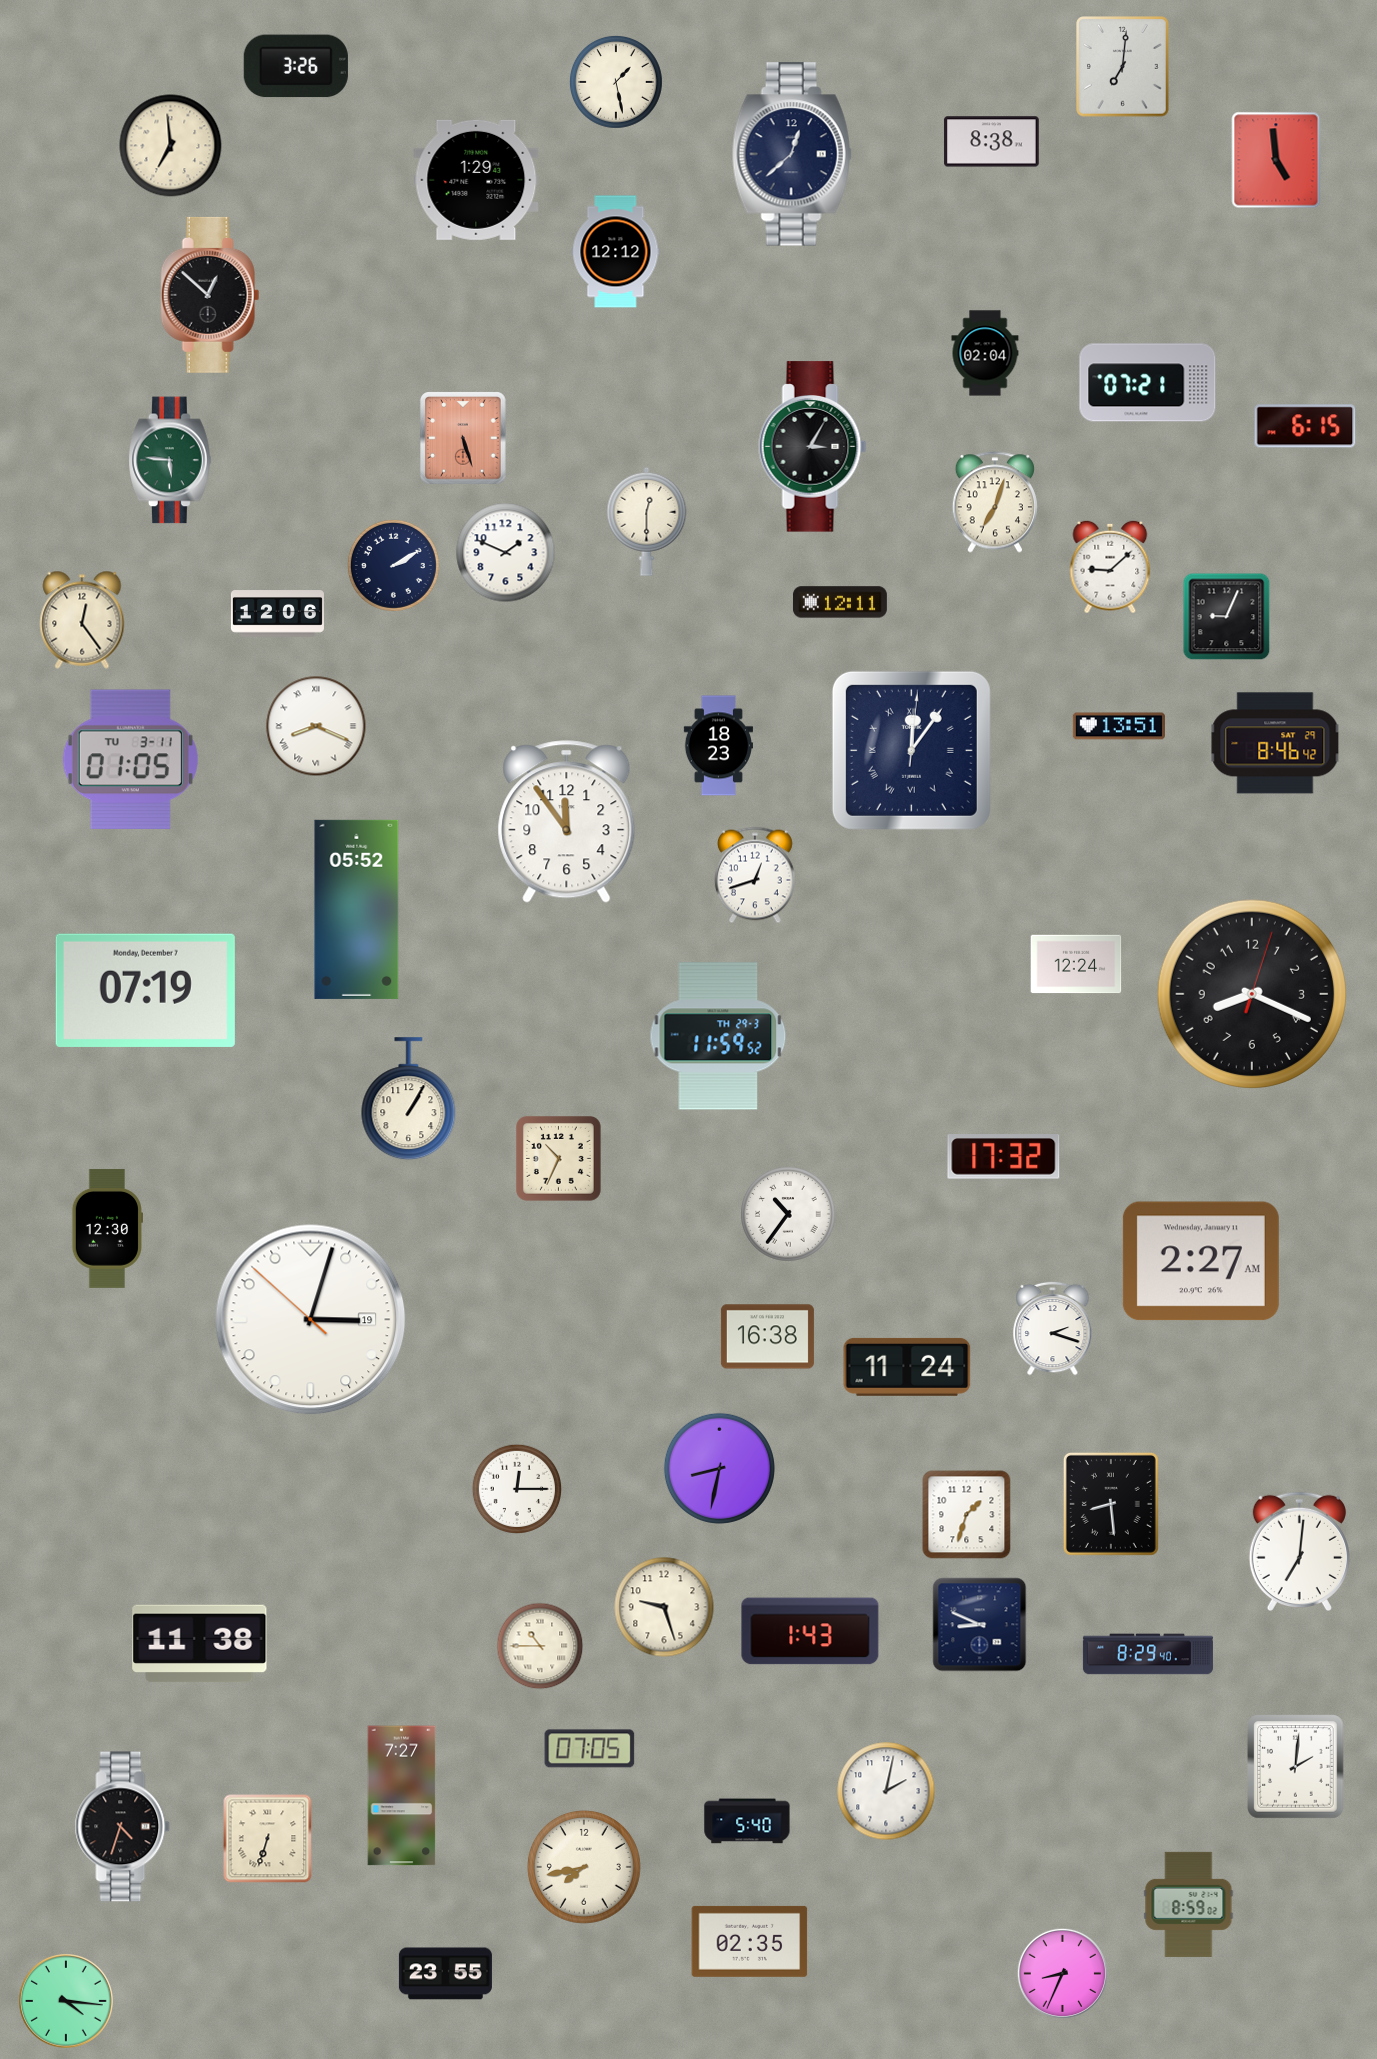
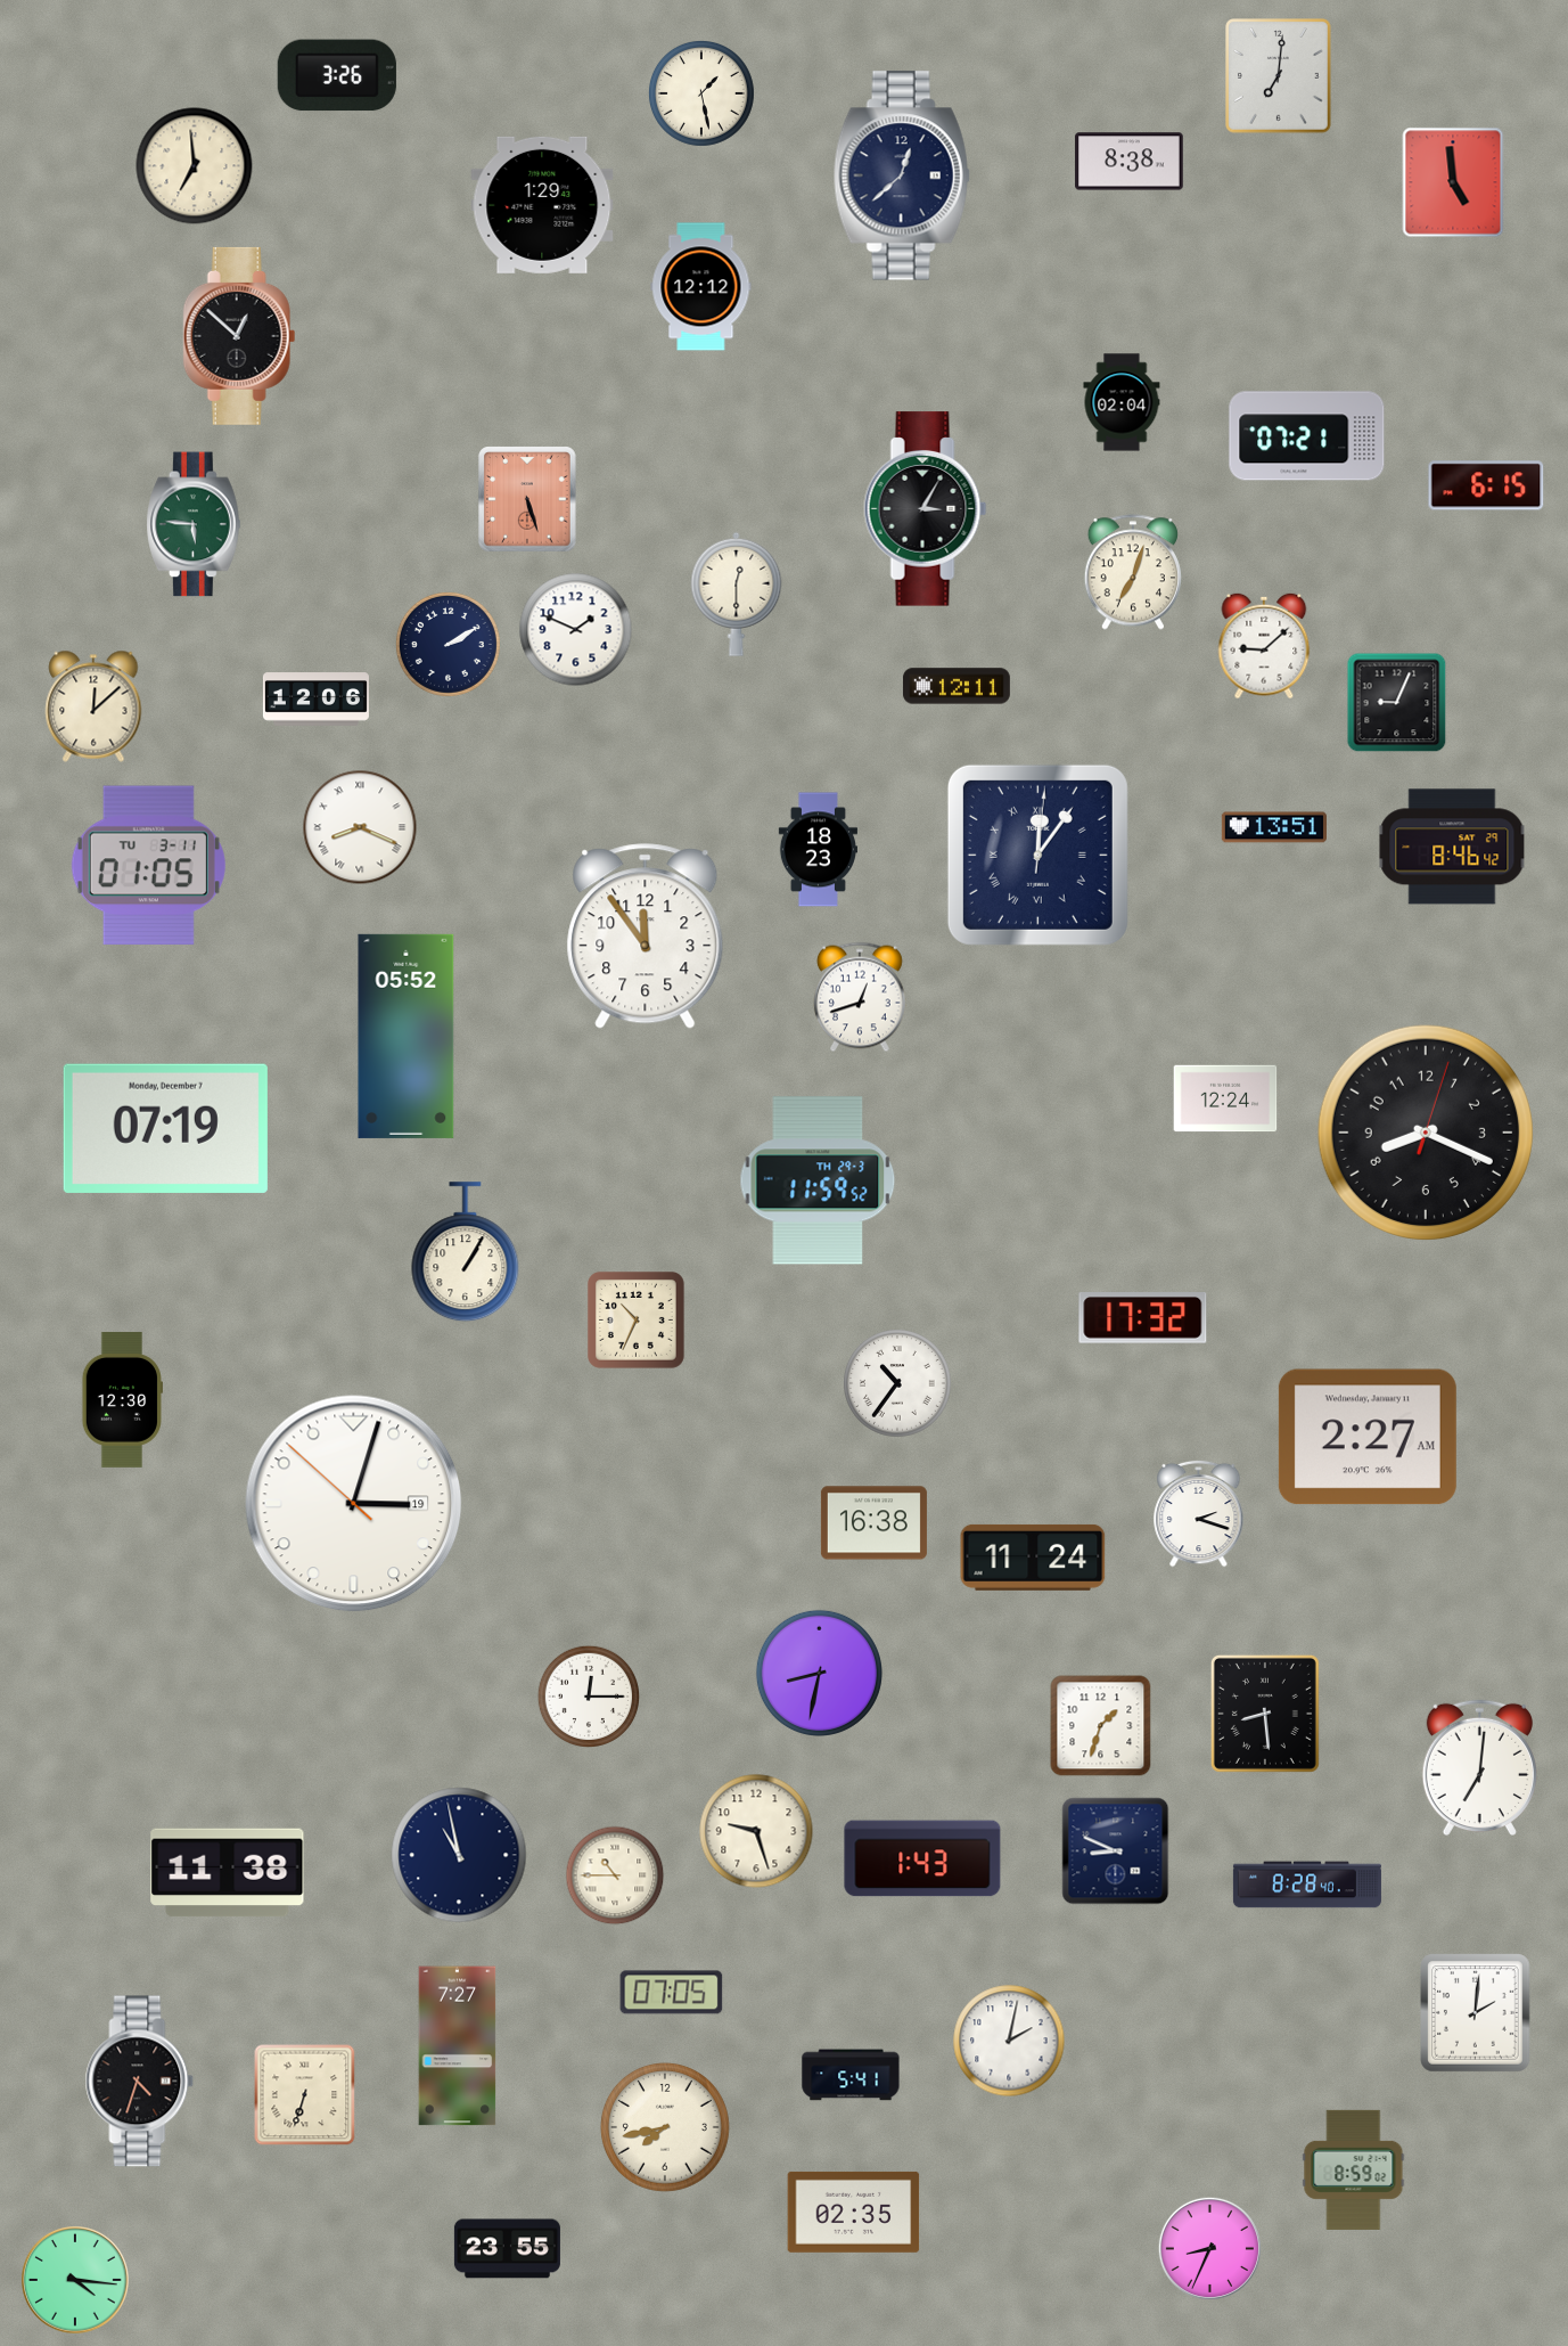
clock at (82, 620): 12:24 -> 12:08
clock at (459, 1855): none -> 10:58
clock at (1148, 1654): 8:29 -> 8:28
clock at (747, 1821): 5:40 -> 5:41
